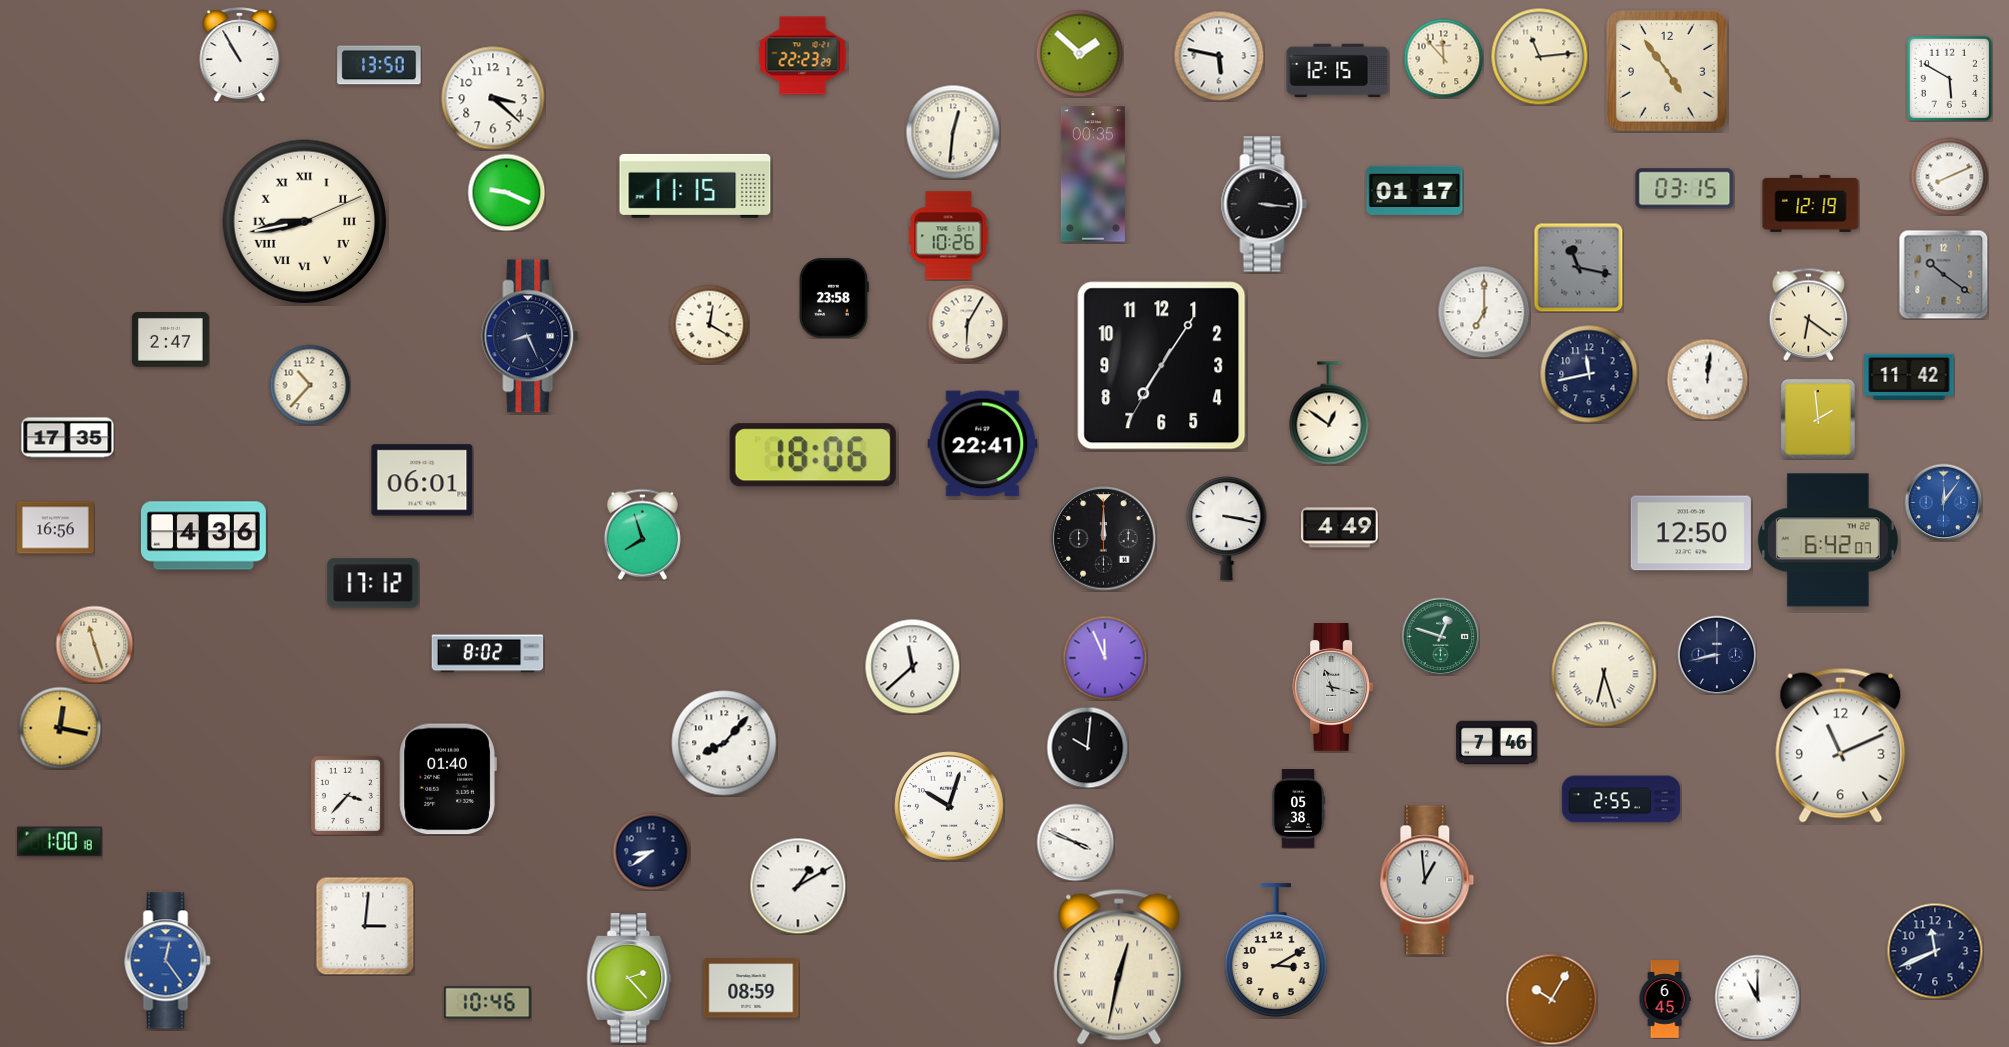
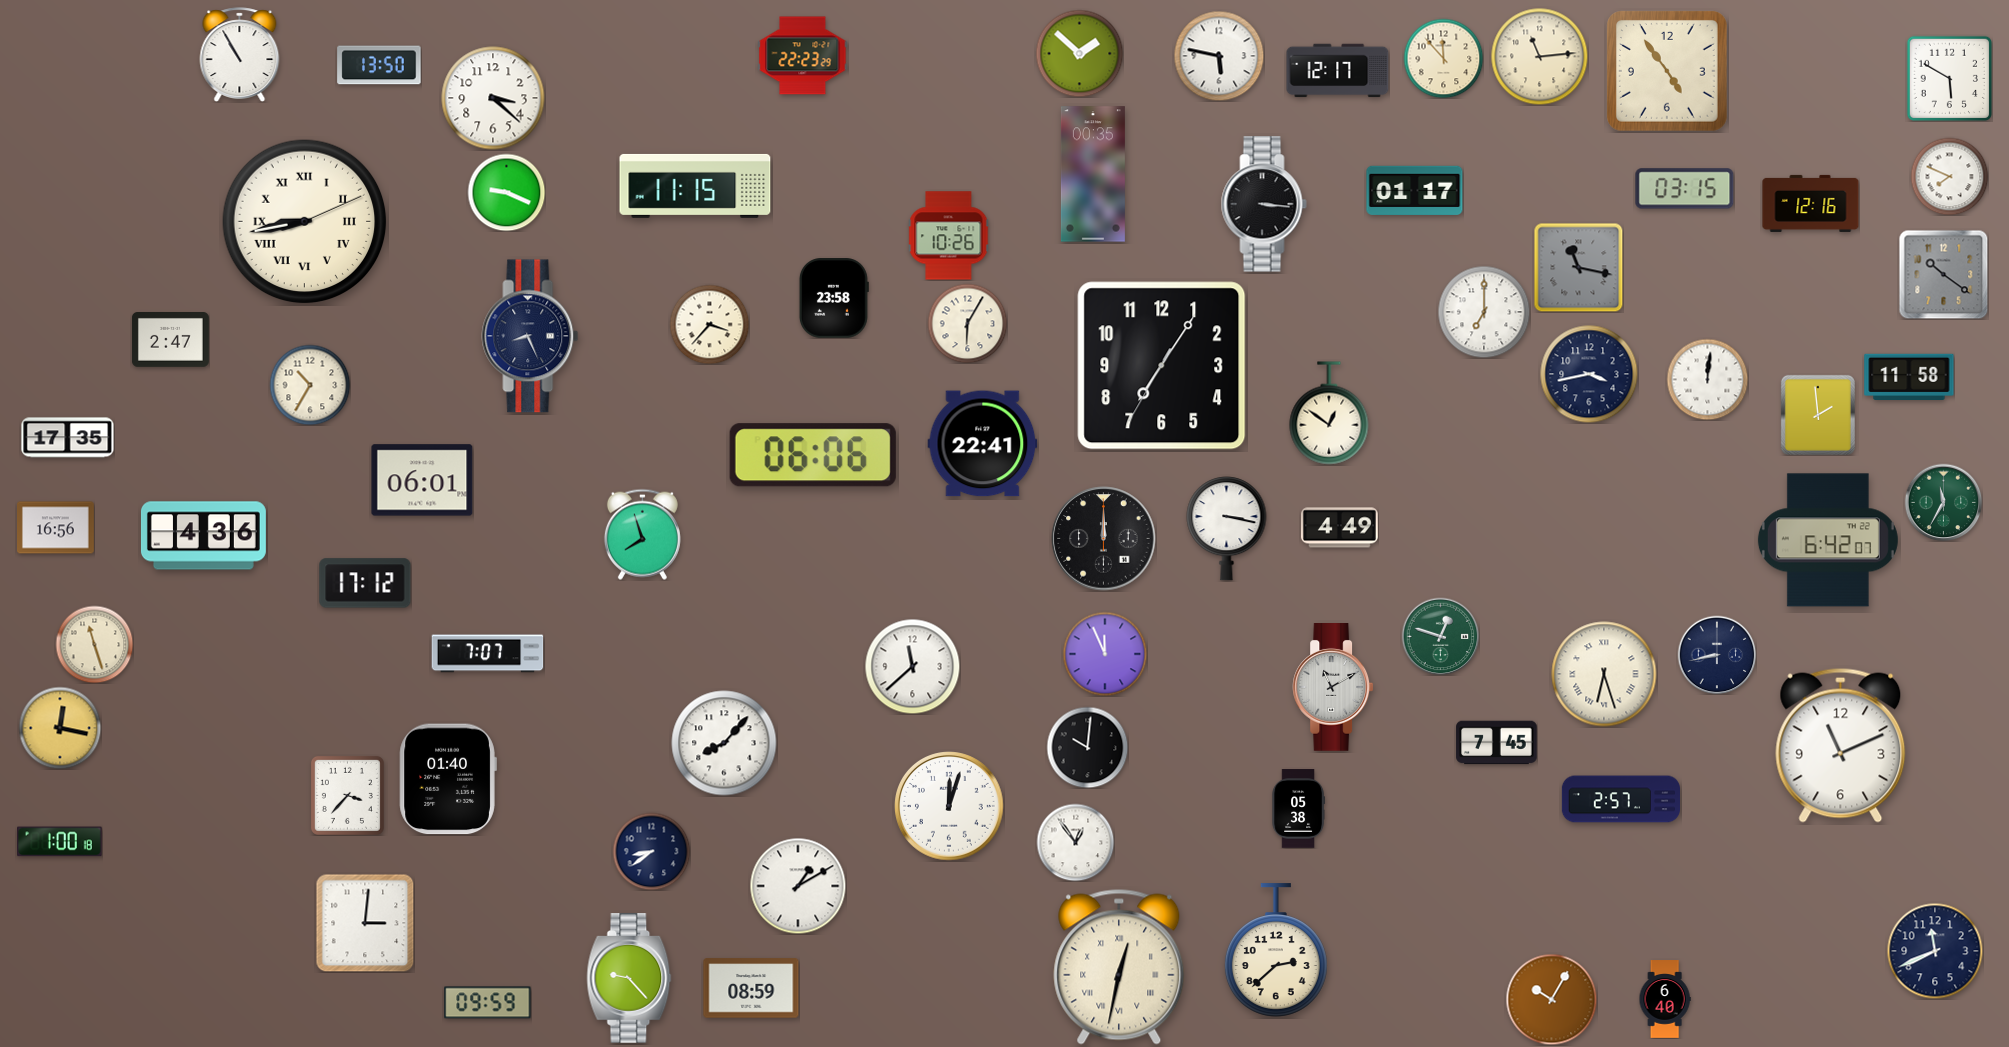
clock at (1338, 71): 12:15 -> 12:17
clock at (953, 132): 12:31 -> none
clock at (1949, 176): 8:11 -> 7:49
clock at (1811, 203): 12:19 -> 12:16
clock at (1809, 314): 6:21 -> none
clock at (709, 324): 12:20 -> 3:37
clock at (1589, 374): 11:43 -> 3:43
clock at (1909, 376): 11:42 -> 11:58
clock at (310, 385): 10:37 -> 10:35
clock at (1818, 419) position: (1818, 419) -> (1818, 415)
clock at (813, 455): 18:06 -> 06:06
clock at (1943, 502): 12:06 -> 11:35
clock at (1943, 502) dial: blue -> green
clock at (1691, 533): 12:50 -> none
clock at (373, 583) position: (373, 583) -> (365, 583)
clock at (488, 654): 8:02 -> 7:07
clock at (1105, 658) position: (1105, 658) -> (1105, 654)
clock at (1333, 688): 11:17 -> 11:10
clock at (1497, 743): 7:46 -> 7:45
clock at (1620, 799): 2:55 -> 2:57
clock at (950, 807): 10:03 -> 12:03
clock at (1075, 842): 3:49 -> 12:54
clock at (1427, 880): 12:59 -> none
clock at (365, 926) position: (365, 926) -> (365, 923)
clock at (1276, 950): 3:10 -> 2:38
clock at (168, 961): 12:24 -> none
clock at (629, 978): 2:23 -> 9:23
clock at (1757, 997): 11:00 -> none
clock at (1665, 999): 6:45 -> 6:40
clock at (488, 1003): 10:46 -> 09:59
